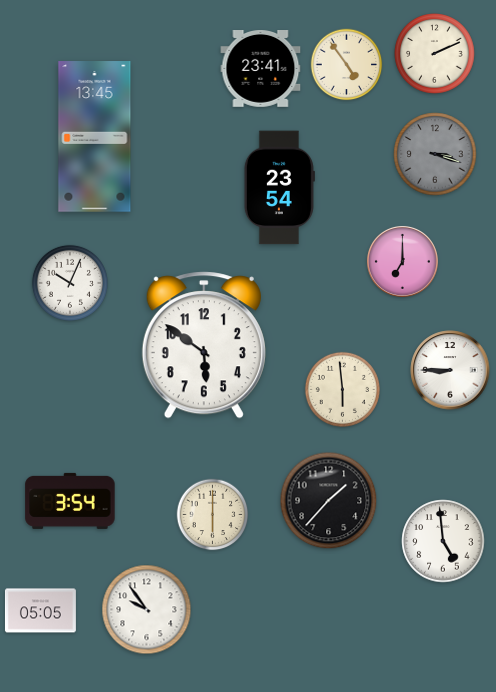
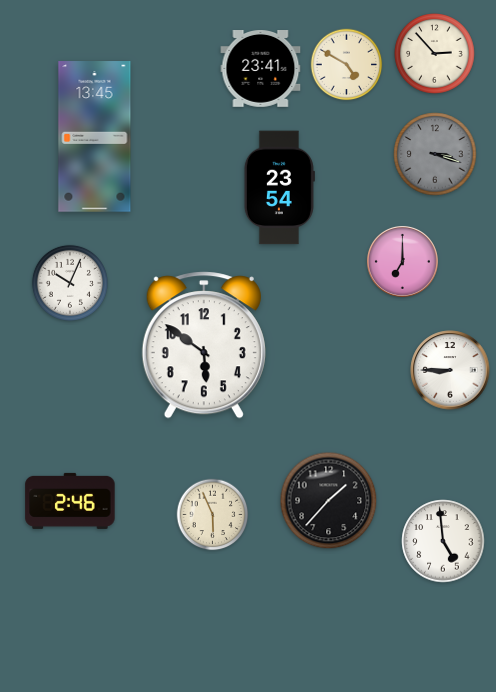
clock at (435, 54): 2:11 -> 2:53
clock at (347, 65): 4:54 -> 4:50
clock at (342, 389): 5:59 -> none
clock at (70, 501): 3:54 -> 2:46
clock at (213, 515): 6:00 -> 5:56
clock at (147, 610): 9:54 -> none
clock at (40, 611): 05:05 -> none
